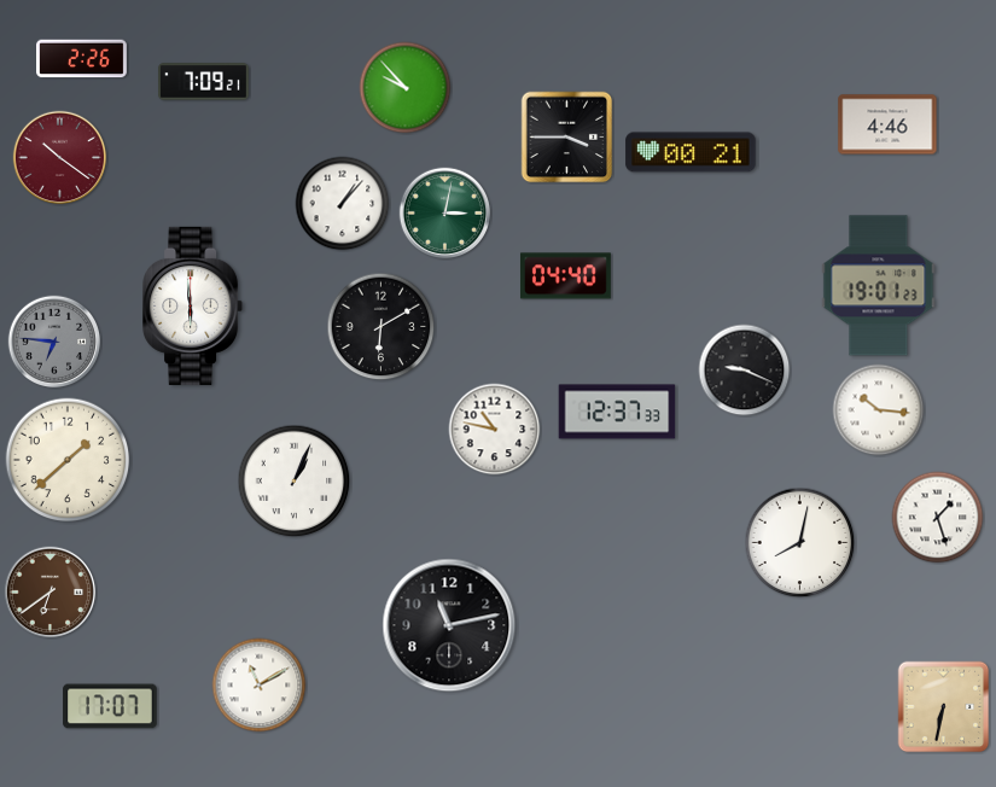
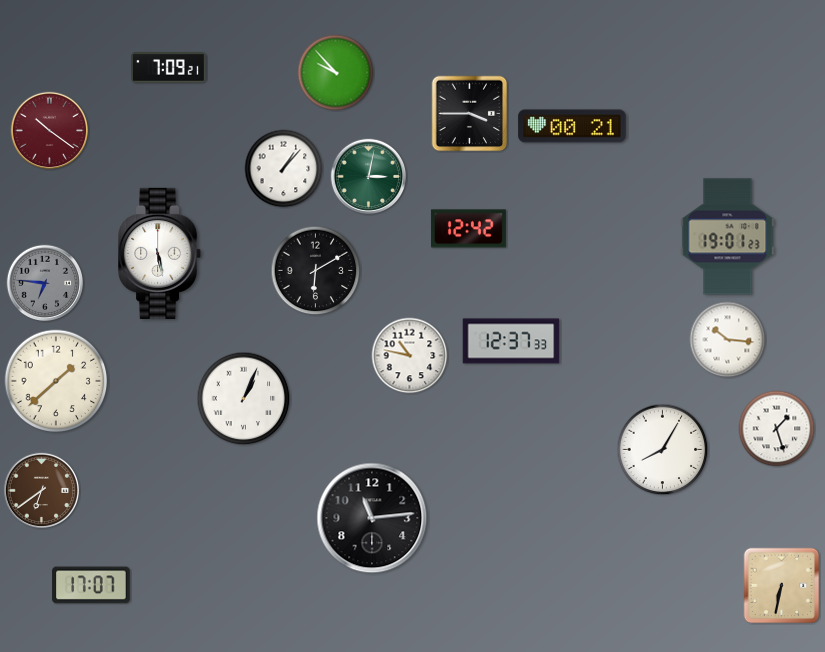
clock at (82, 59): 2:26 -> none
clock at (887, 124): 4:46 -> none
clock at (565, 276): 04:40 -> 12:42
clock at (193, 305): 5:59 -> 5:28
clock at (745, 371): 9:19 -> none
clock at (800, 543): 8:02 -> 8:05
clock at (449, 625): 11:13 -> 11:14
clock at (260, 686): 11:10 -> none
